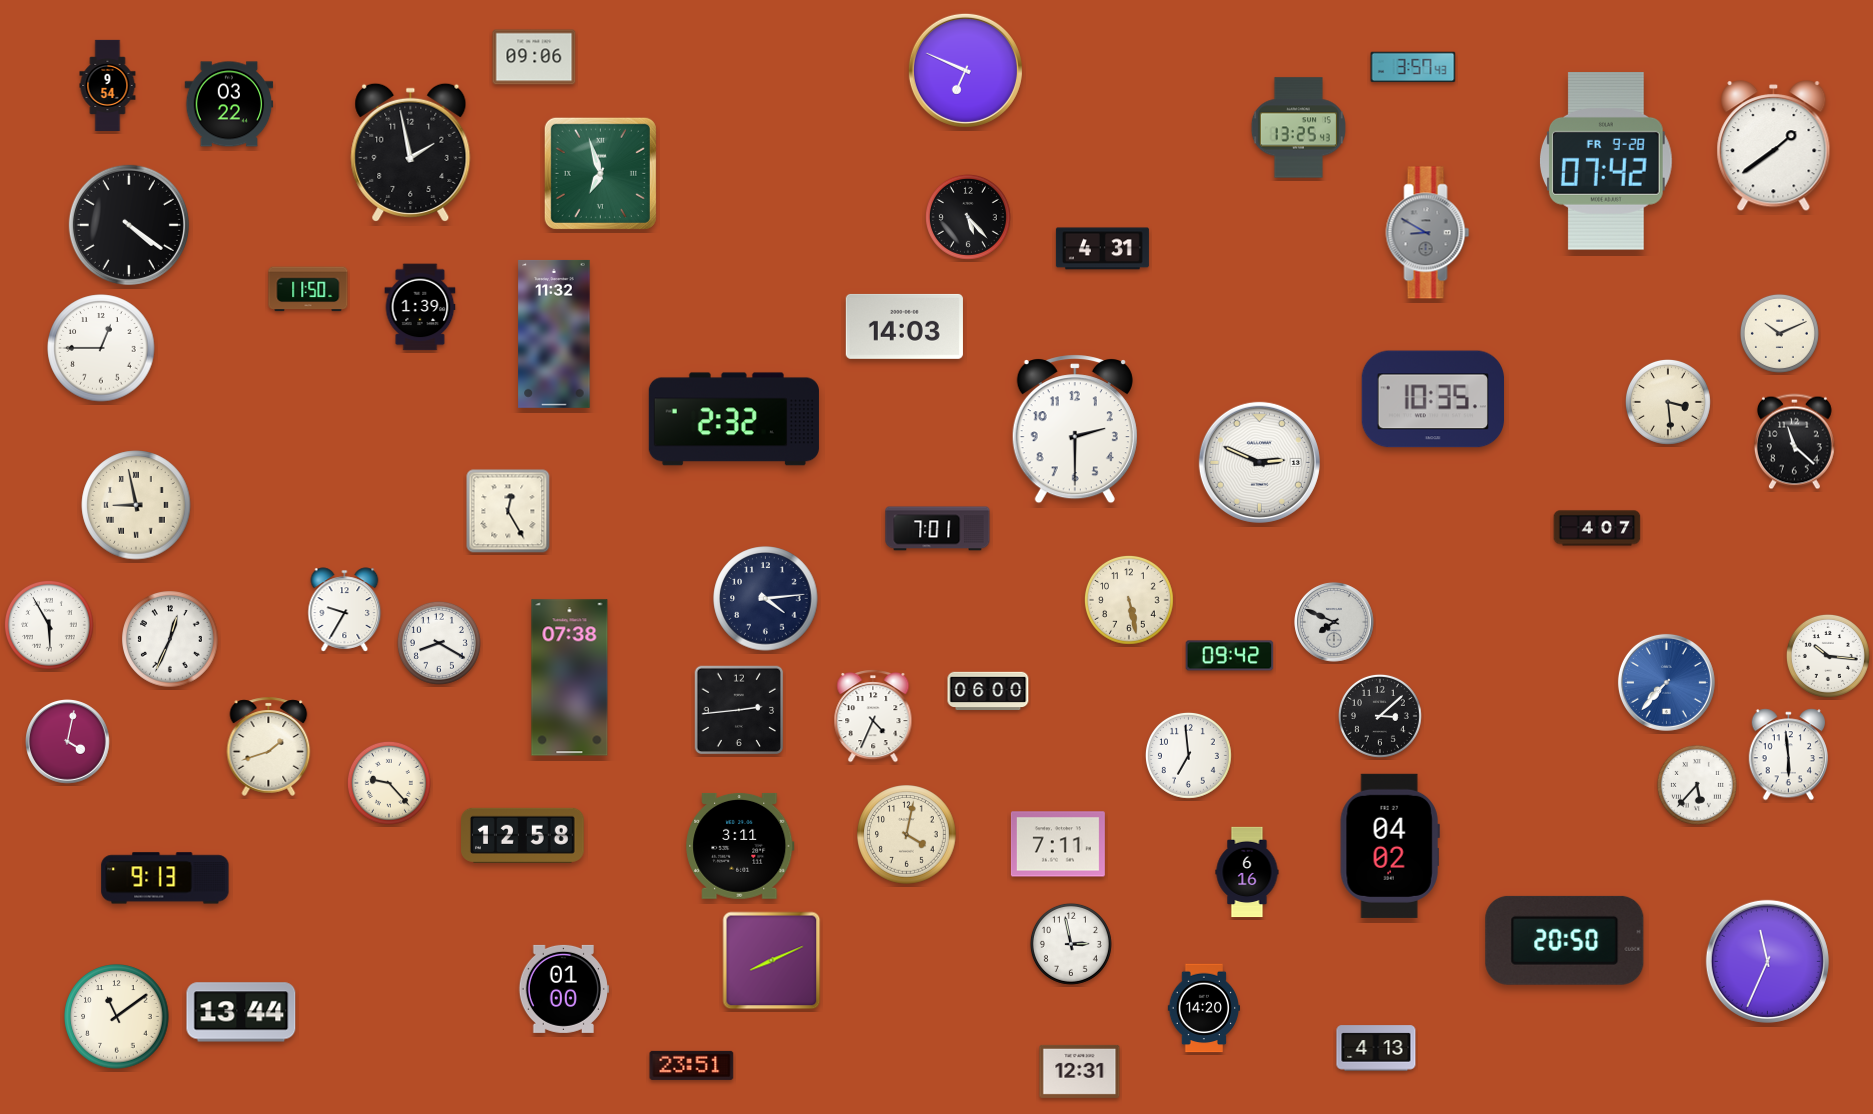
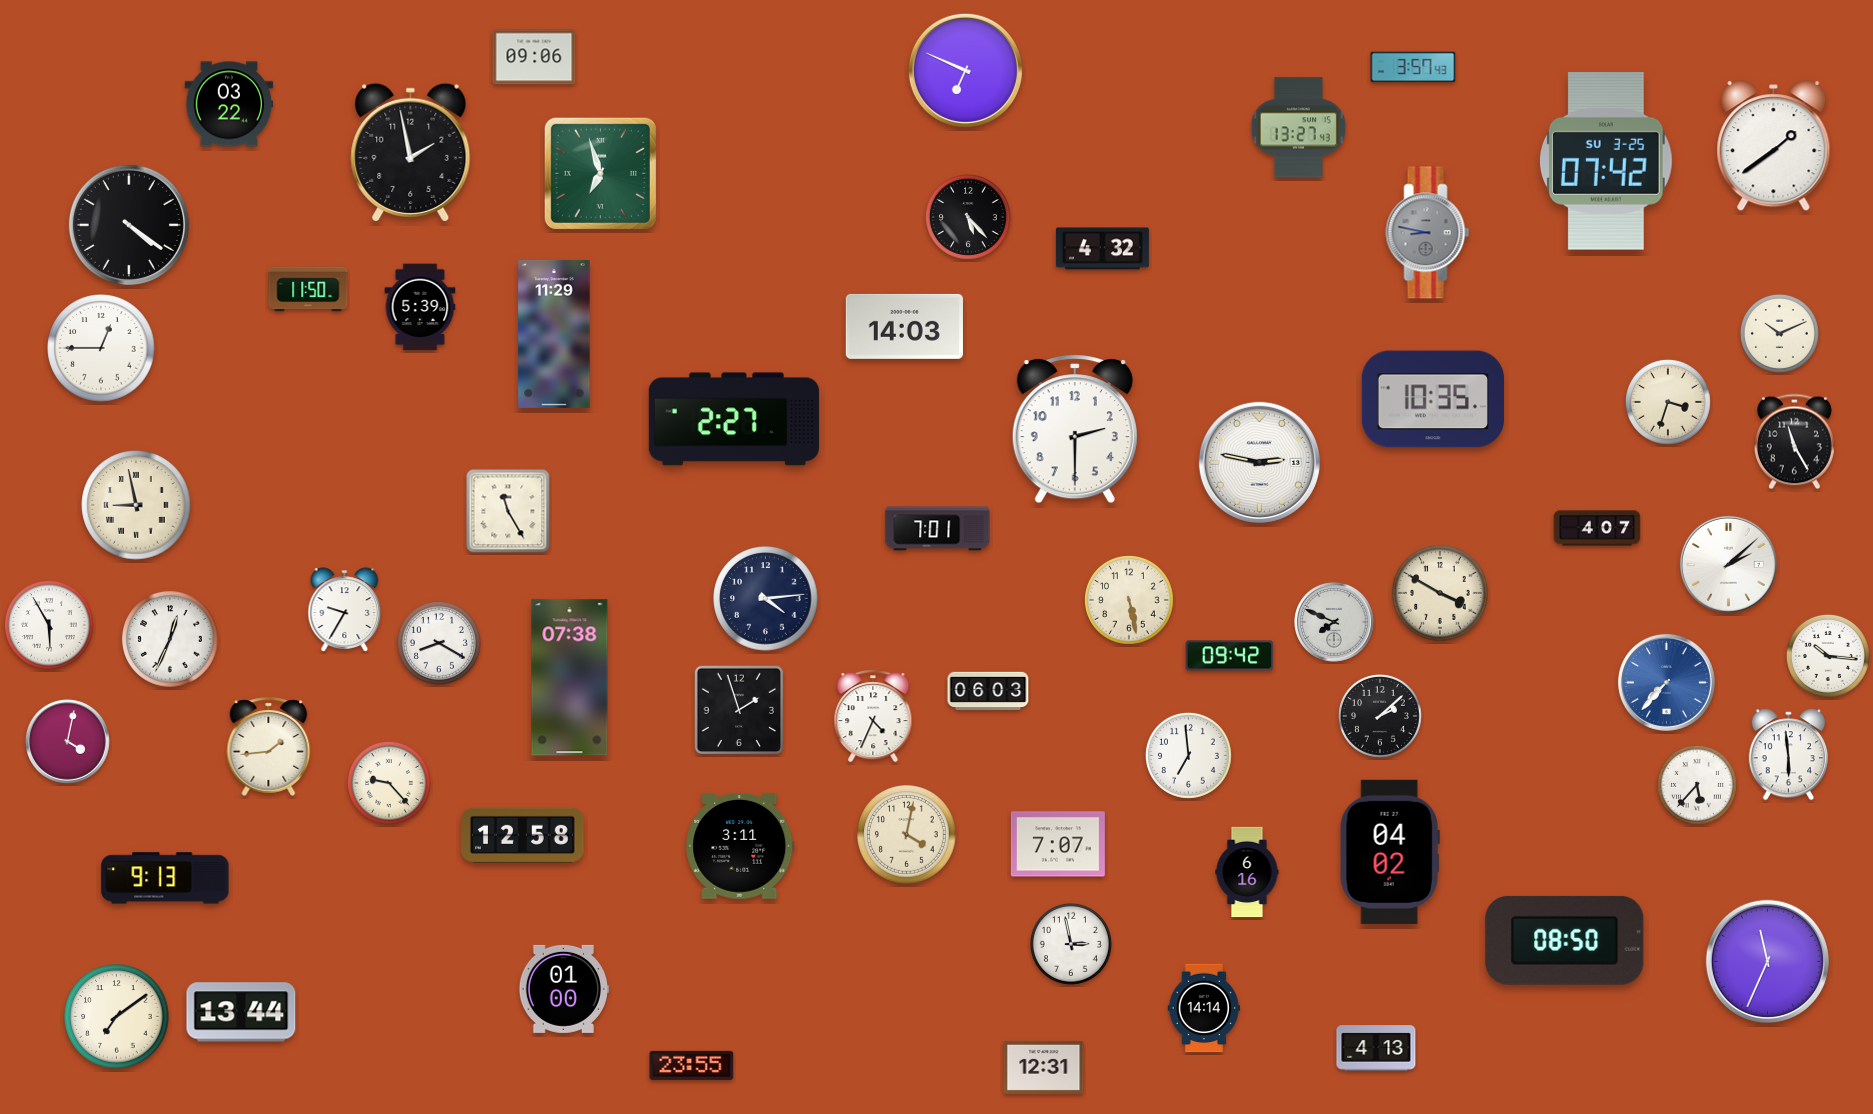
clock at (108, 85): 9:54 -> none
clock at (1298, 128): 13:25 -> 13:27
clock at (1606, 162) date: FR 9-28 -> SU 3-25
clock at (1428, 233): 8:50 -> 8:47
clock at (1102, 249): 4:31 -> 4:32
clock at (420, 307): 1:39 -> 5:39
clock at (554, 334): 11:32 -> 11:29
clock at (1668, 402): 3:29 -> 3:33
clock at (734, 419): 2:32 -> 2:27
clock at (1794, 442): 11:22 -> 11:25
clock at (1259, 462): 2:49 -> 2:47
clock at (508, 511): 12:25 -> 11:25
clock at (1728, 564): none -> 2:08
clock at (1440, 593): none -> 3:50
clock at (988, 690): 06:00 -> 06:03
clock at (739, 710): 2:44 -> 1:57
clock at (1380, 716): 3:08 -> 2:08
clock at (269, 746): 1:42 -> 1:44
clock at (1058, 844): 7:11 -> 7:07
clock at (1390, 846) position: (1390, 846) -> (1390, 852)
clock at (1565, 940): 20:50 -> 08:50
clock at (772, 961): 8:11 -> none
clock at (1203, 1008): 14:20 -> 14:14
clock at (117, 1017): 11:09 -> 7:09
clock at (692, 1065): 23:51 -> 23:55
clock at (1080, 1071) position: (1080, 1071) -> (1044, 1067)
